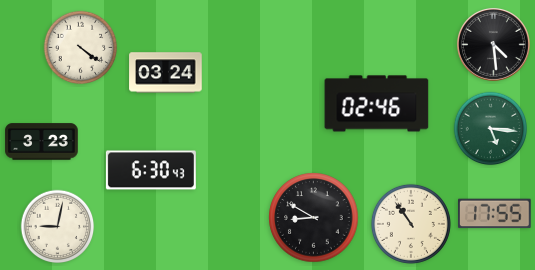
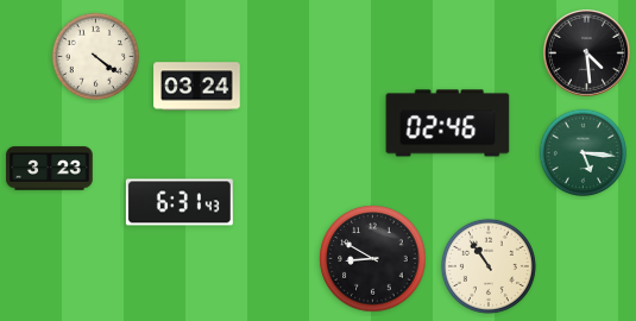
clock at (151, 170): 6:30 -> 6:31
clock at (495, 214): 17:55 -> none
clock at (58, 227): 9:02 -> none
